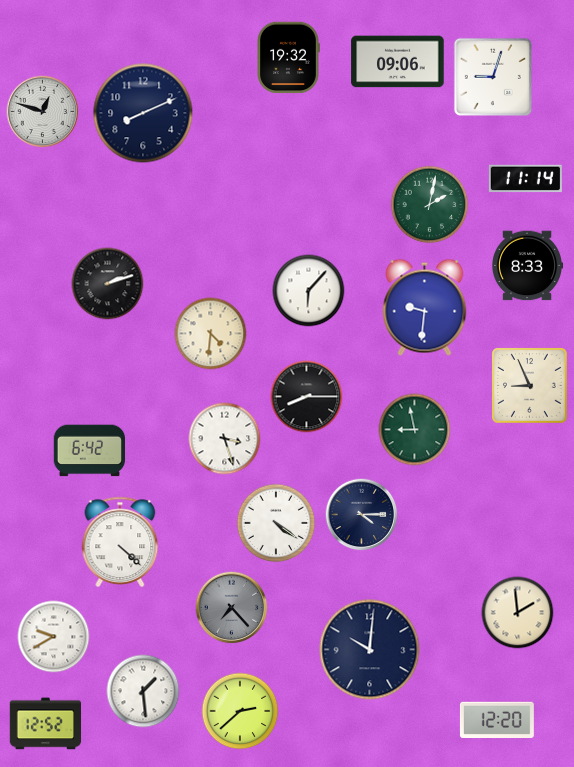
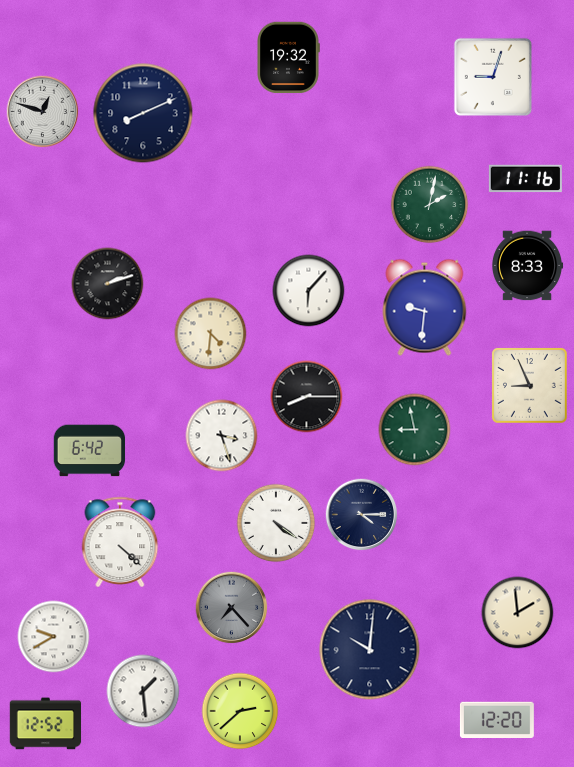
clock at (398, 62): 09:06 -> none
clock at (525, 179): 11:14 -> 11:16
clock at (225, 439) position: (225, 439) -> (222, 436)
